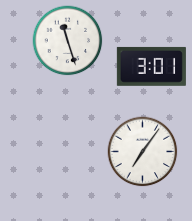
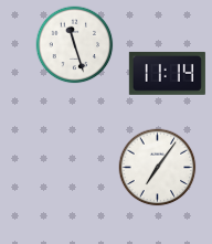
clock at (151, 66): 3:01 -> 11:14
